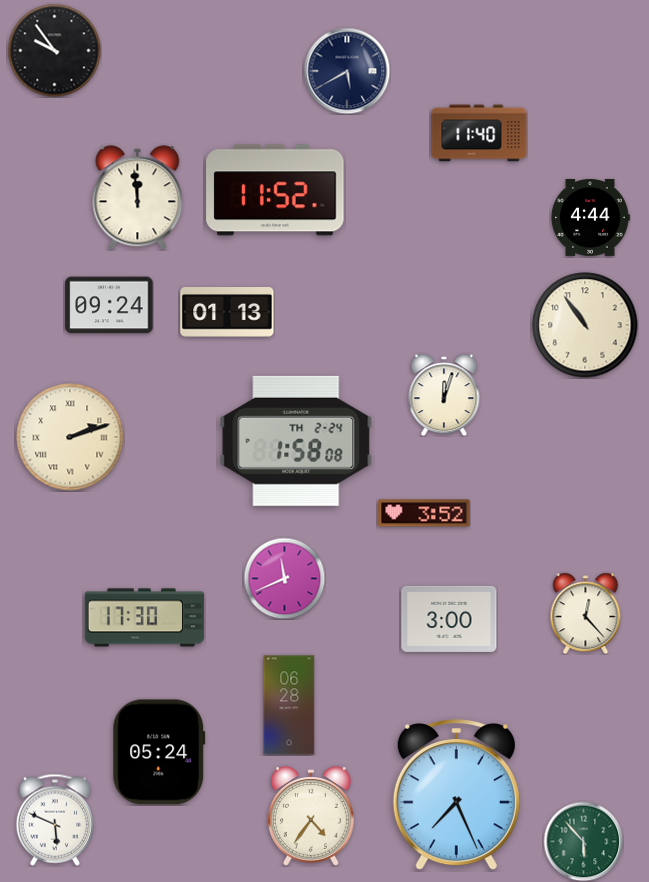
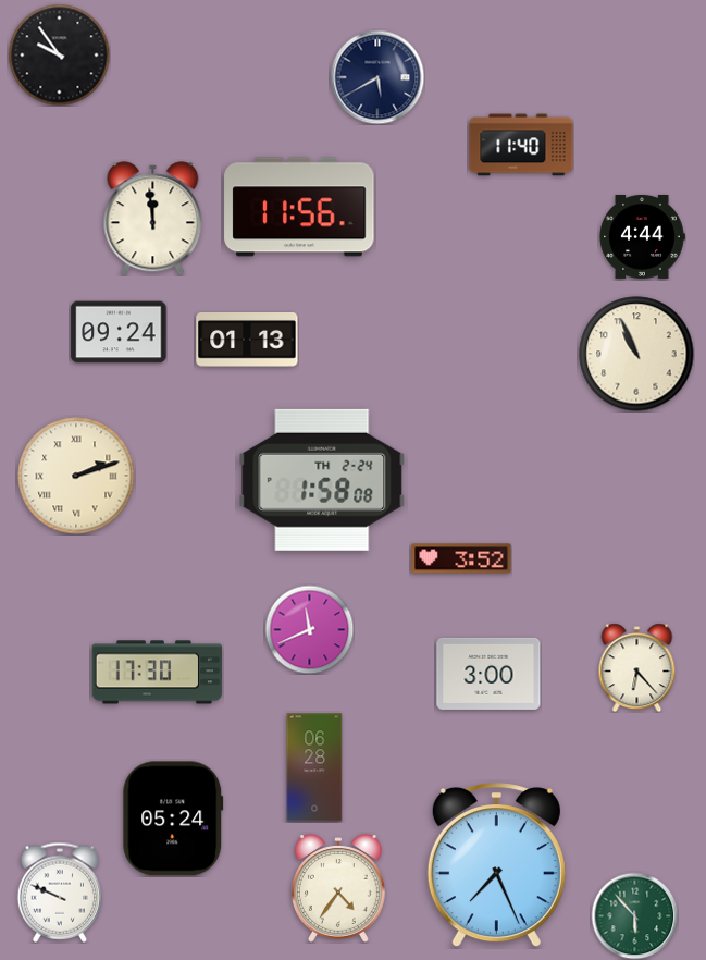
clock at (275, 190): 11:52 -> 11:56
clock at (138, 198) position: (138, 198) -> (153, 219)
clock at (585, 325): 10:54 -> 10:56
clock at (444, 395): 12:03 -> none
clock at (586, 613): 12:23 -> 6:23
clock at (55, 820): 5:49 -> 9:49
